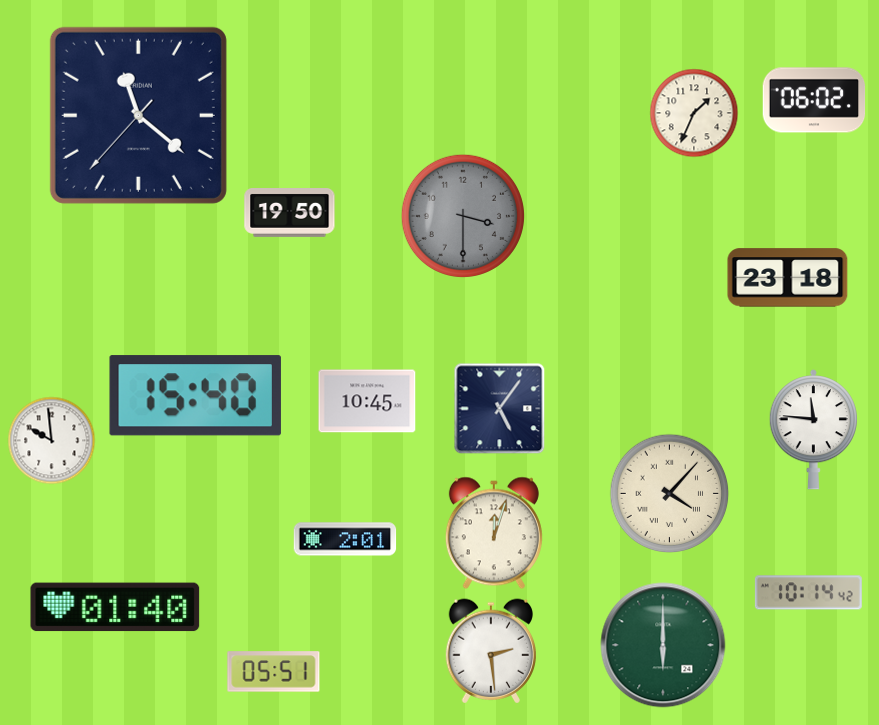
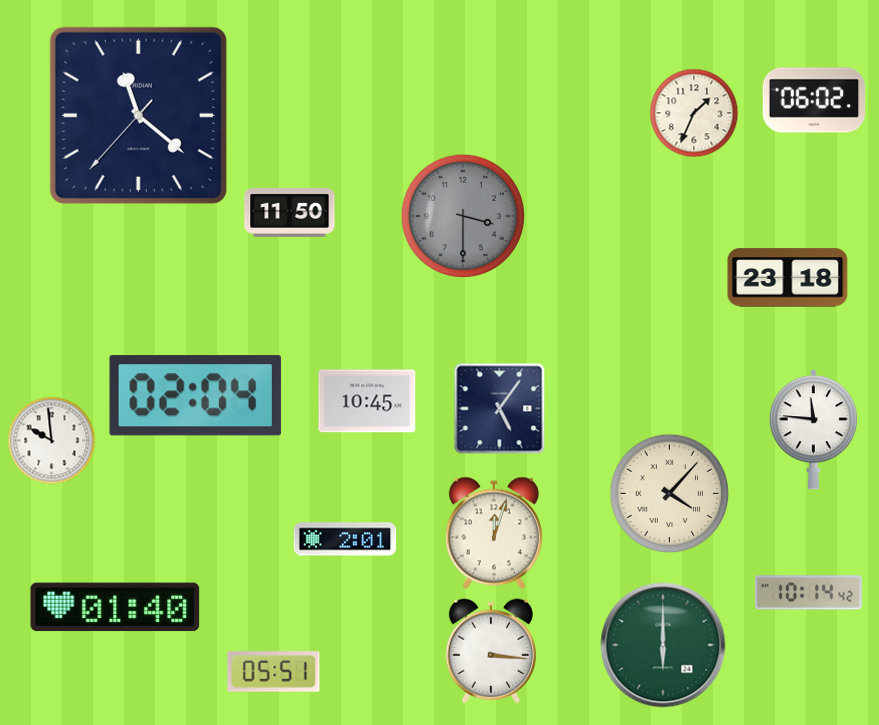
clock at (290, 213): 19:50 -> 11:50
clock at (195, 396): 15:40 -> 02:04
clock at (490, 651): 2:29 -> 3:16
